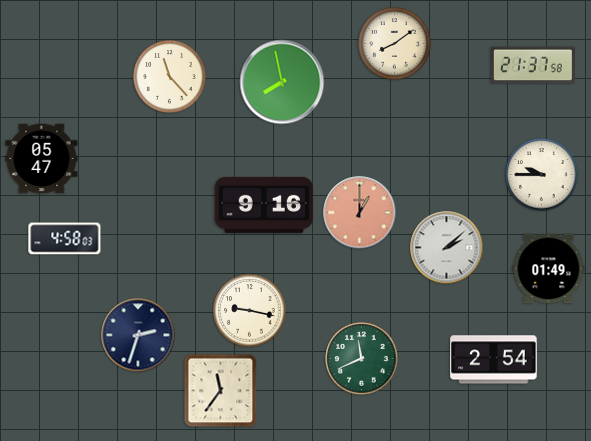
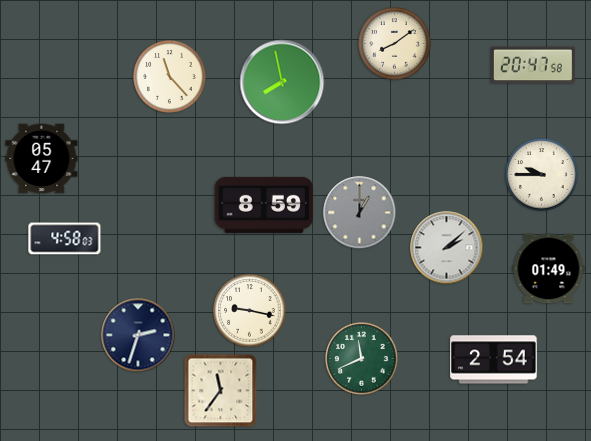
clock at (533, 65): 21:37 -> 20:47
clock at (264, 205): 9:16 -> 8:59
clock at (360, 213) dial: salmon -> grey
